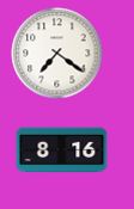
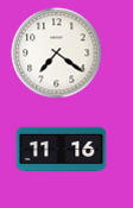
clock at (62, 150): 8:16 -> 11:16
